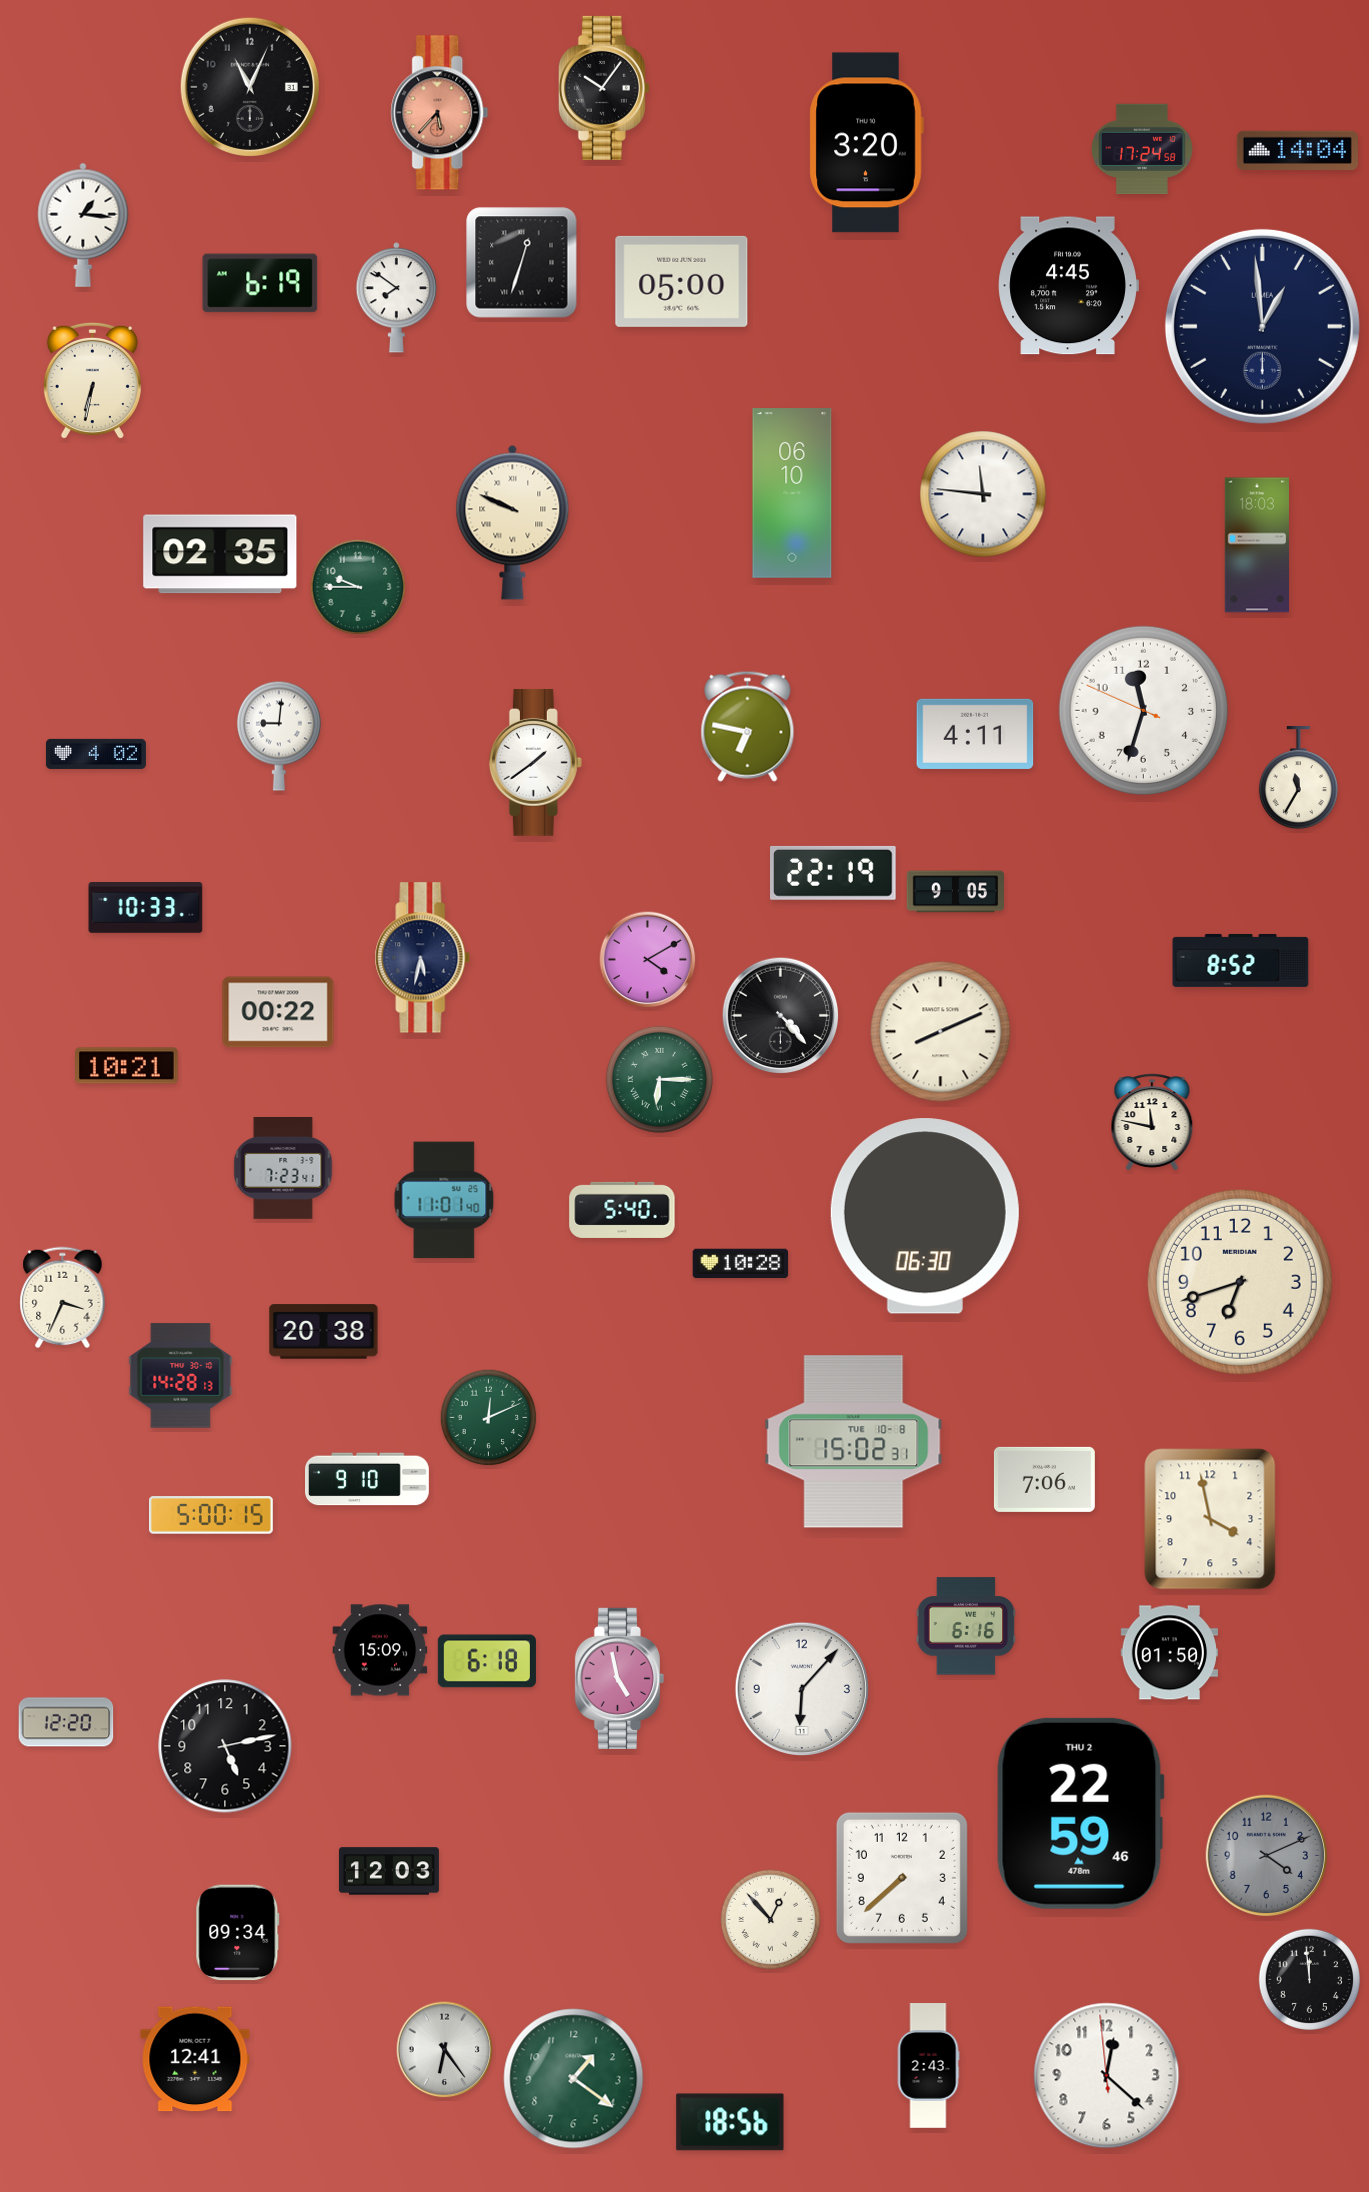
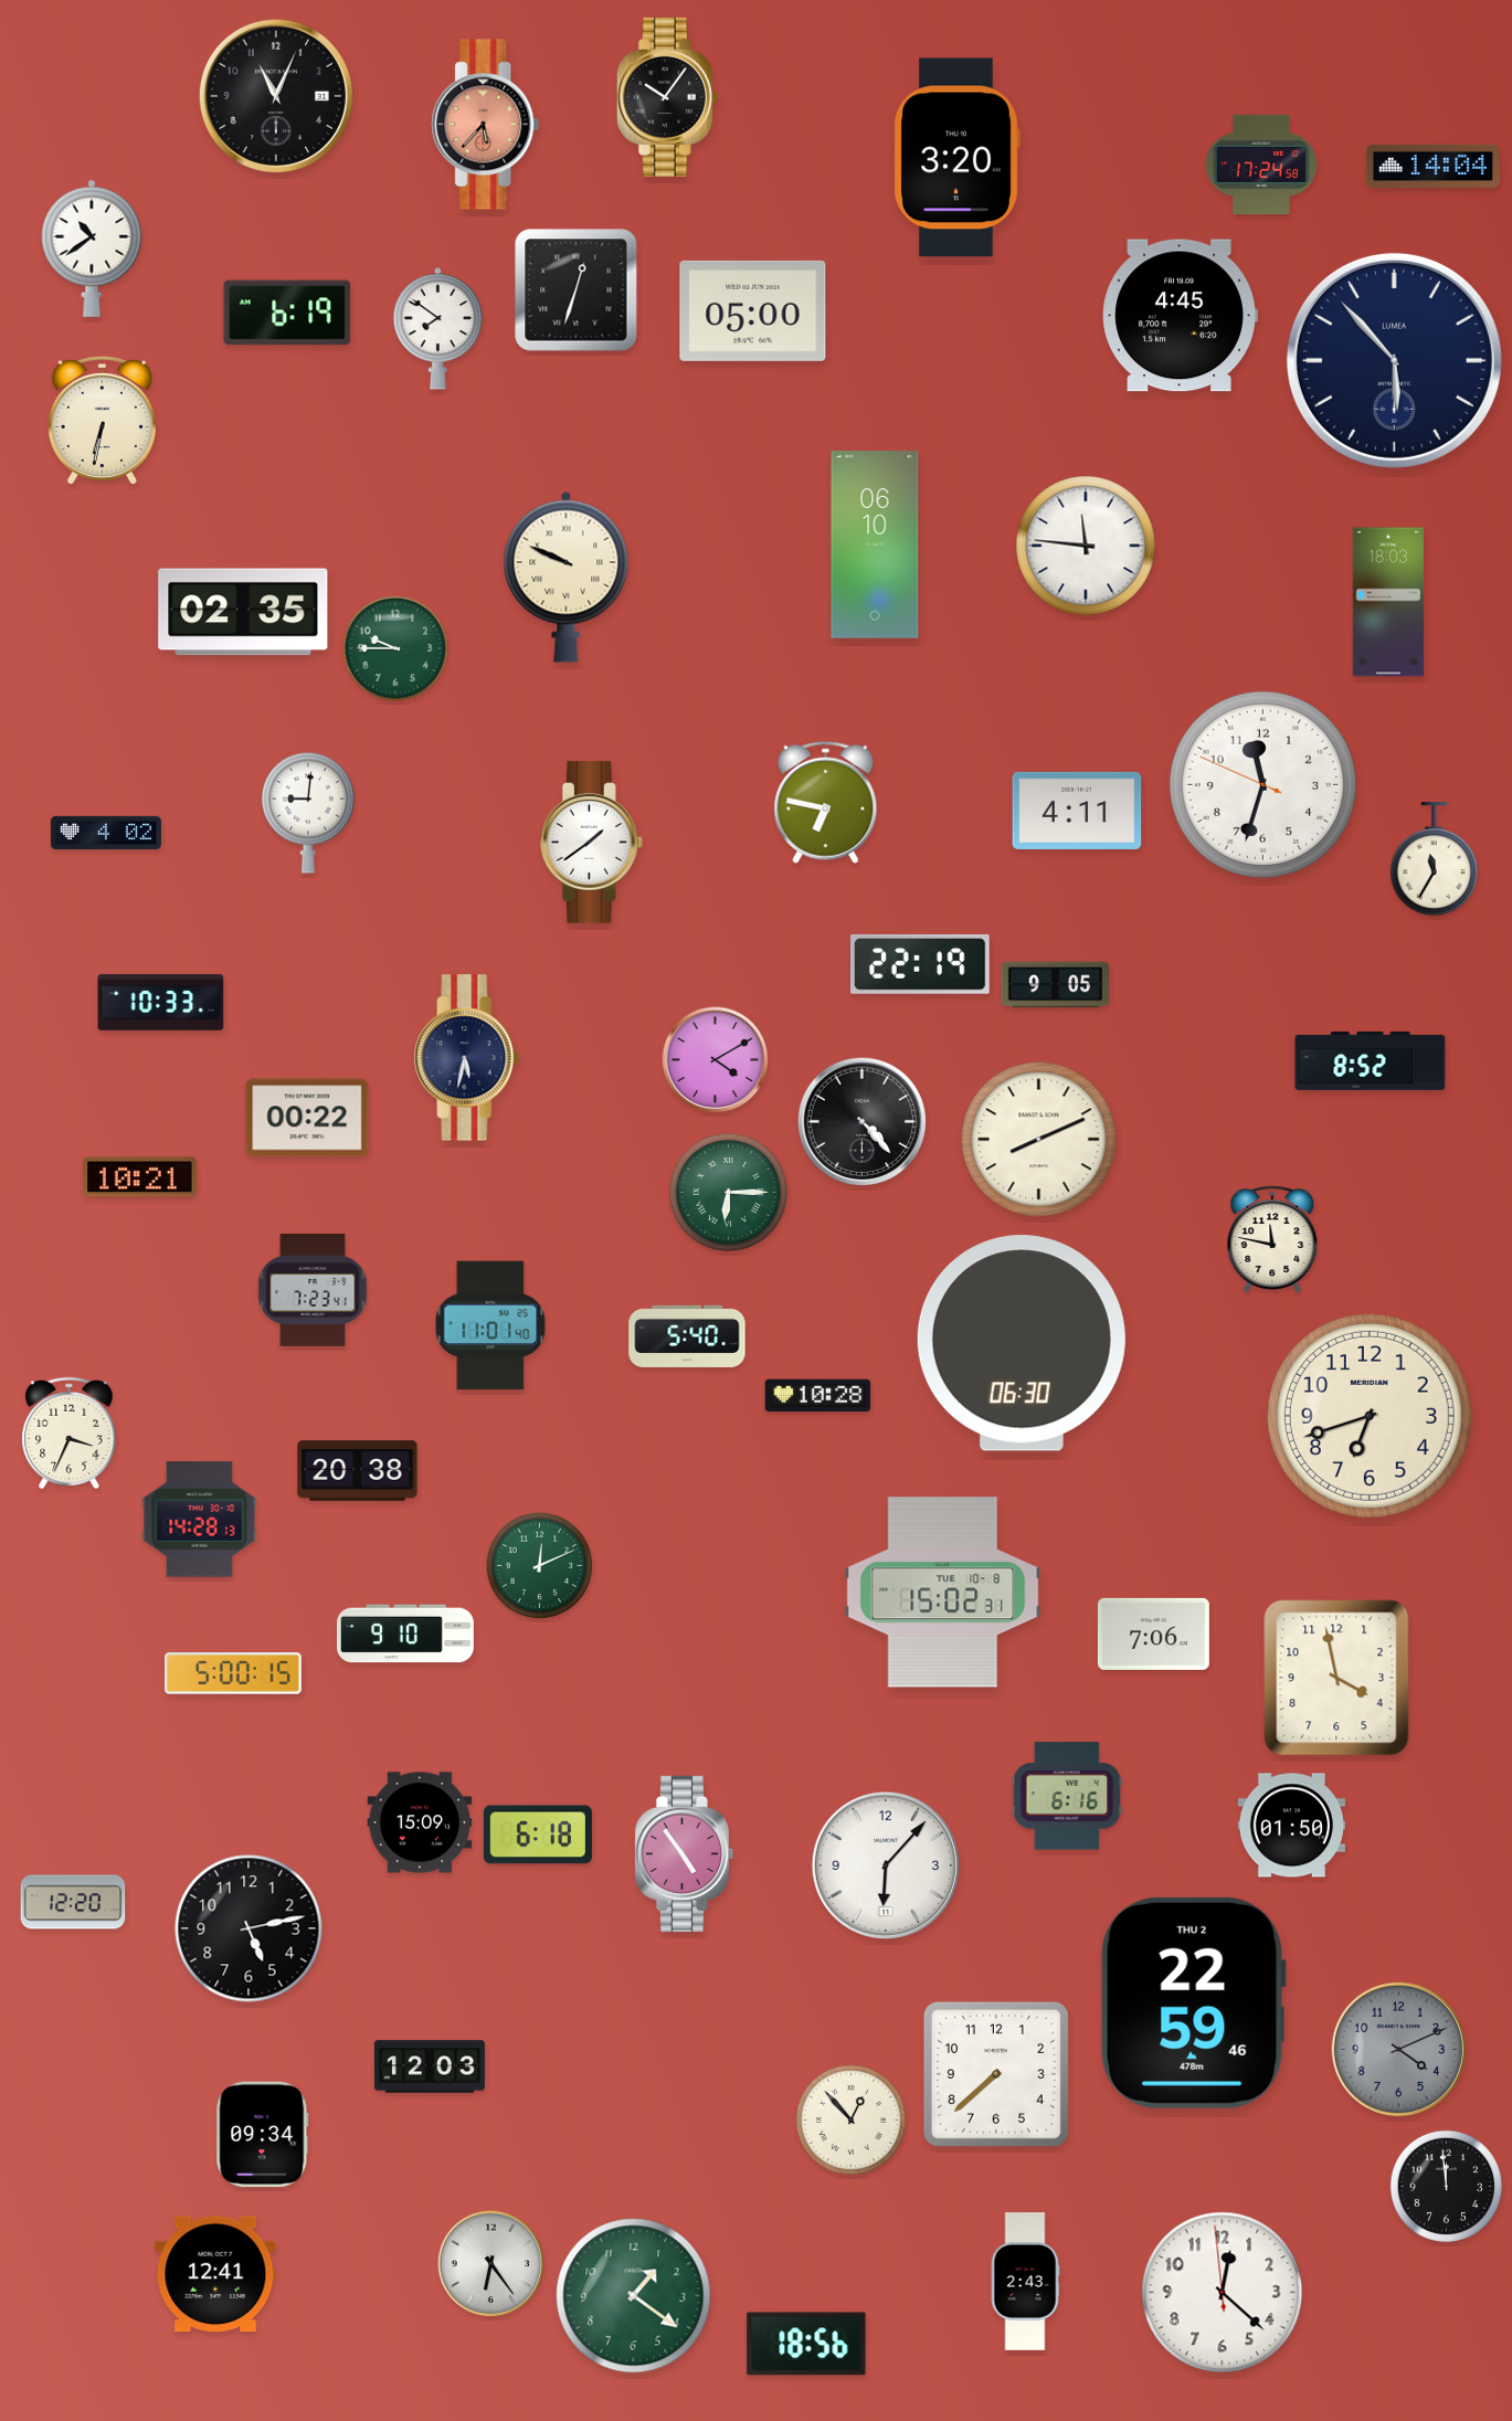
clock at (83, 225): 1:16 -> 10:39
clock at (1262, 326): 12:59 -> 5:53
clock at (619, 1678): 4:58 -> 4:54
